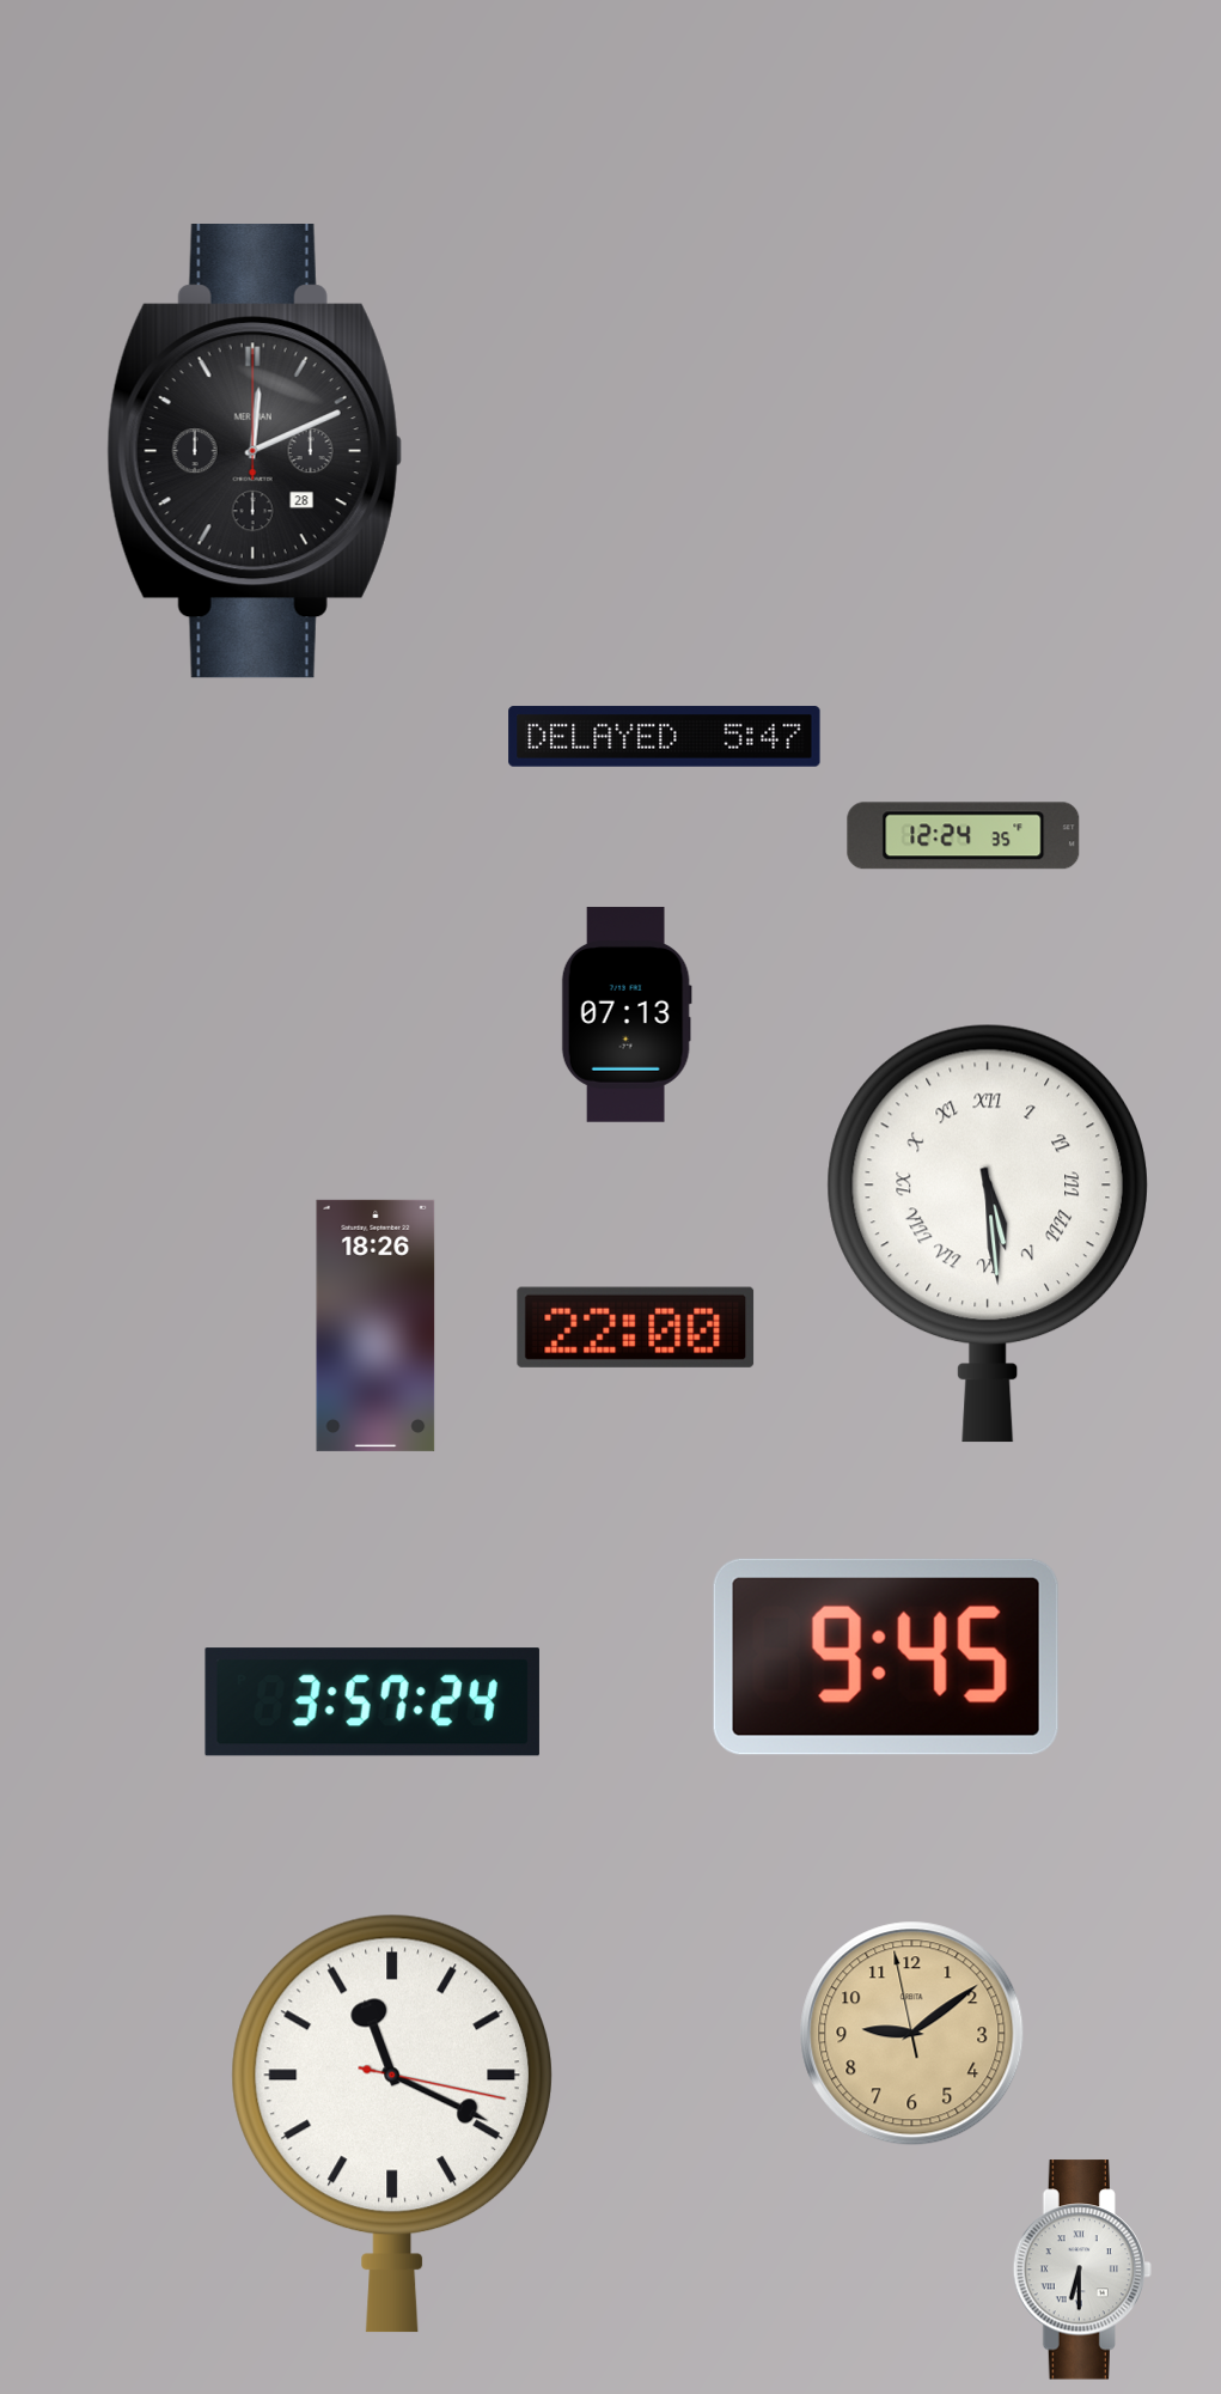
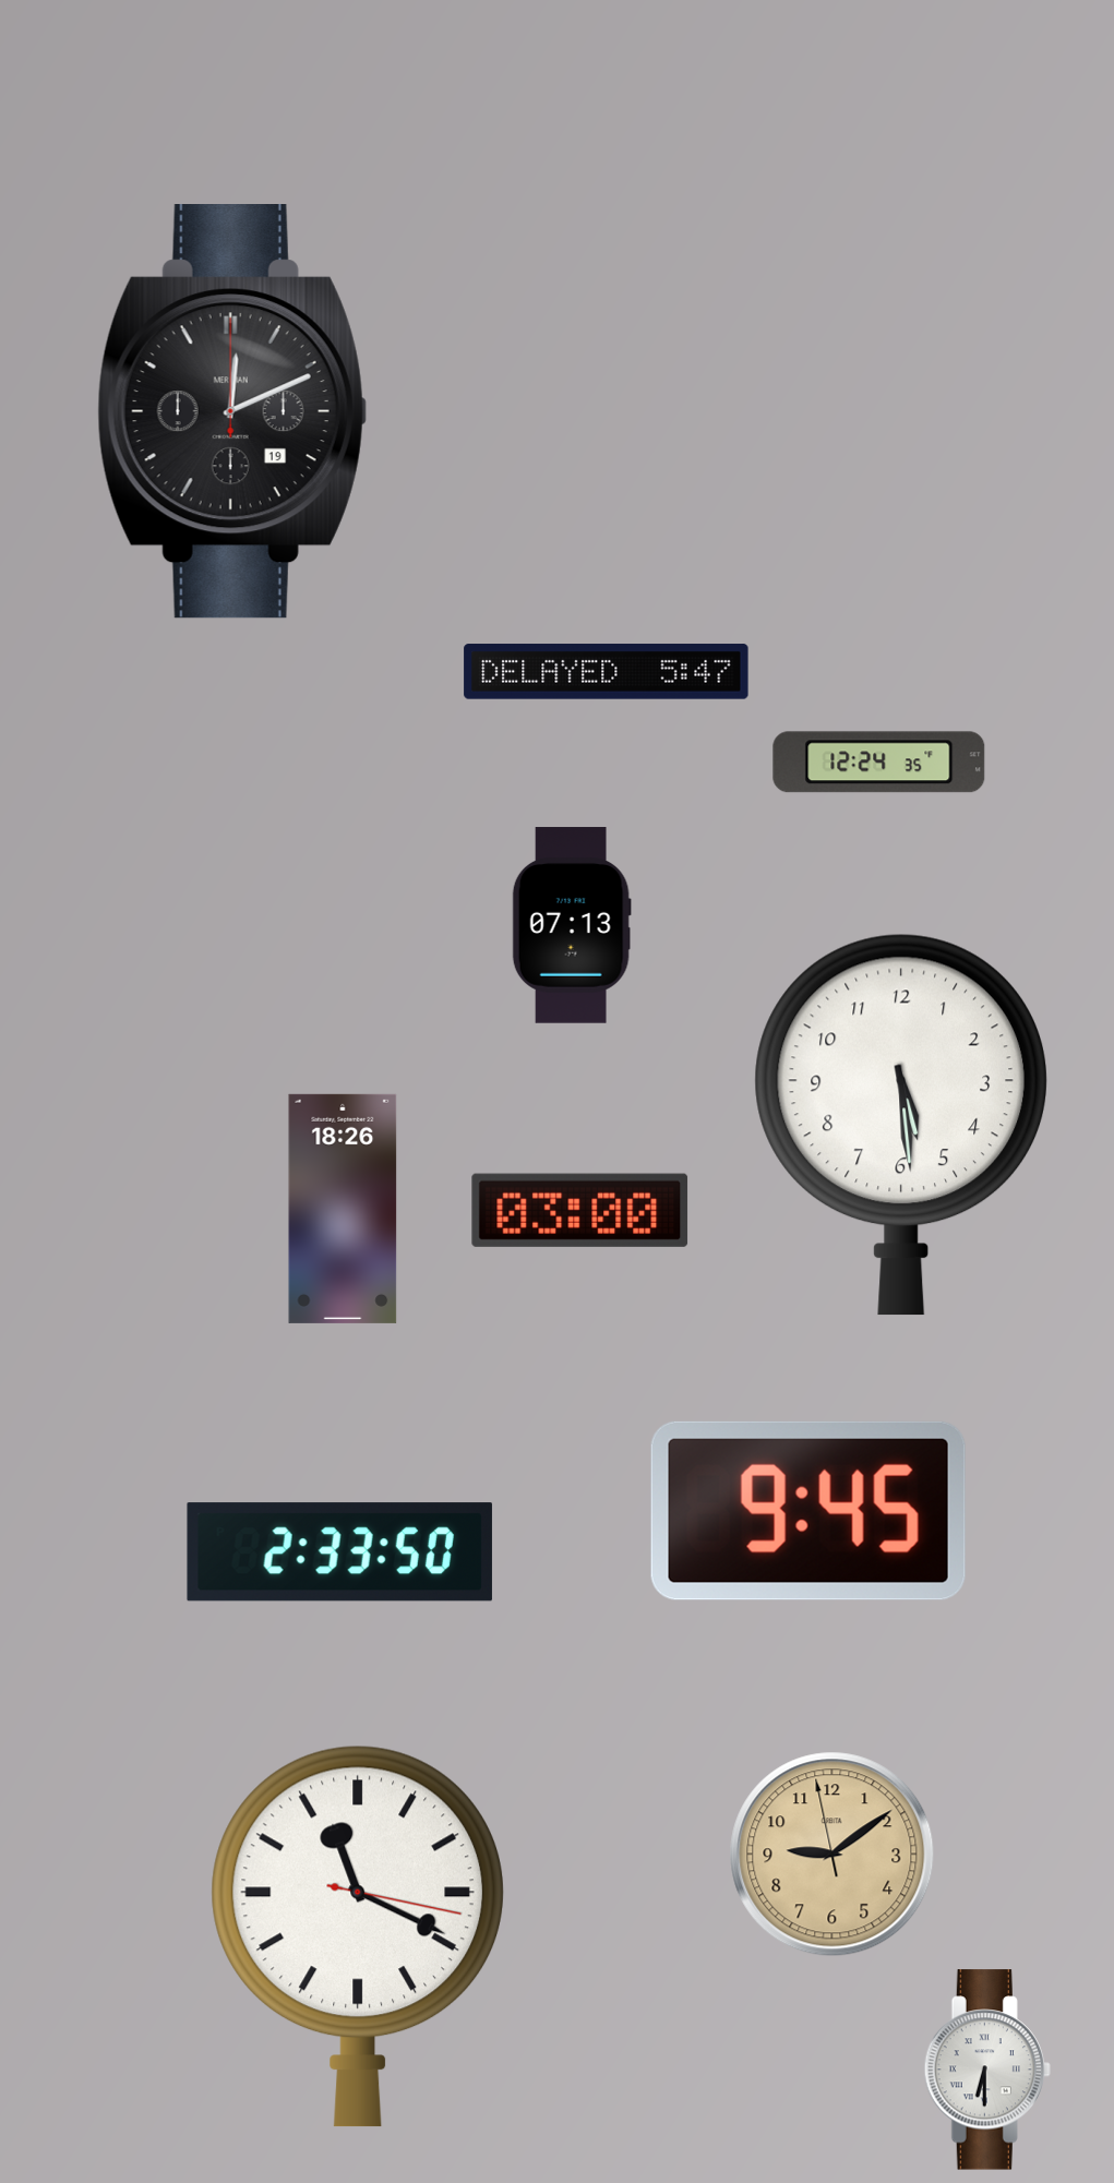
clock at (255, 452) date: 28 -> 19
clock at (988, 1233) numerals: Roman -> Arabic
clock at (636, 1327): 22:00 -> 03:00
clock at (372, 1702): 3:57 -> 2:33
